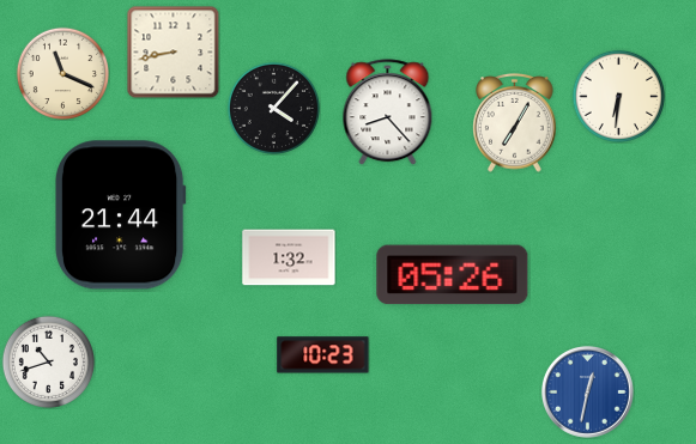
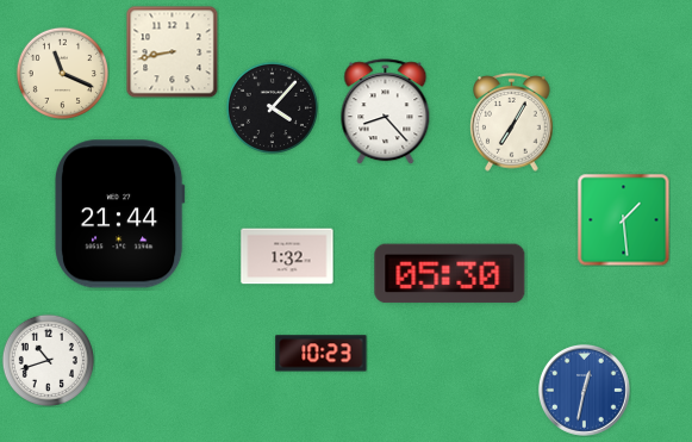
clock at (618, 96): 6:31 -> none
clock at (623, 219): none -> 1:29
clock at (453, 275): 05:26 -> 05:30
